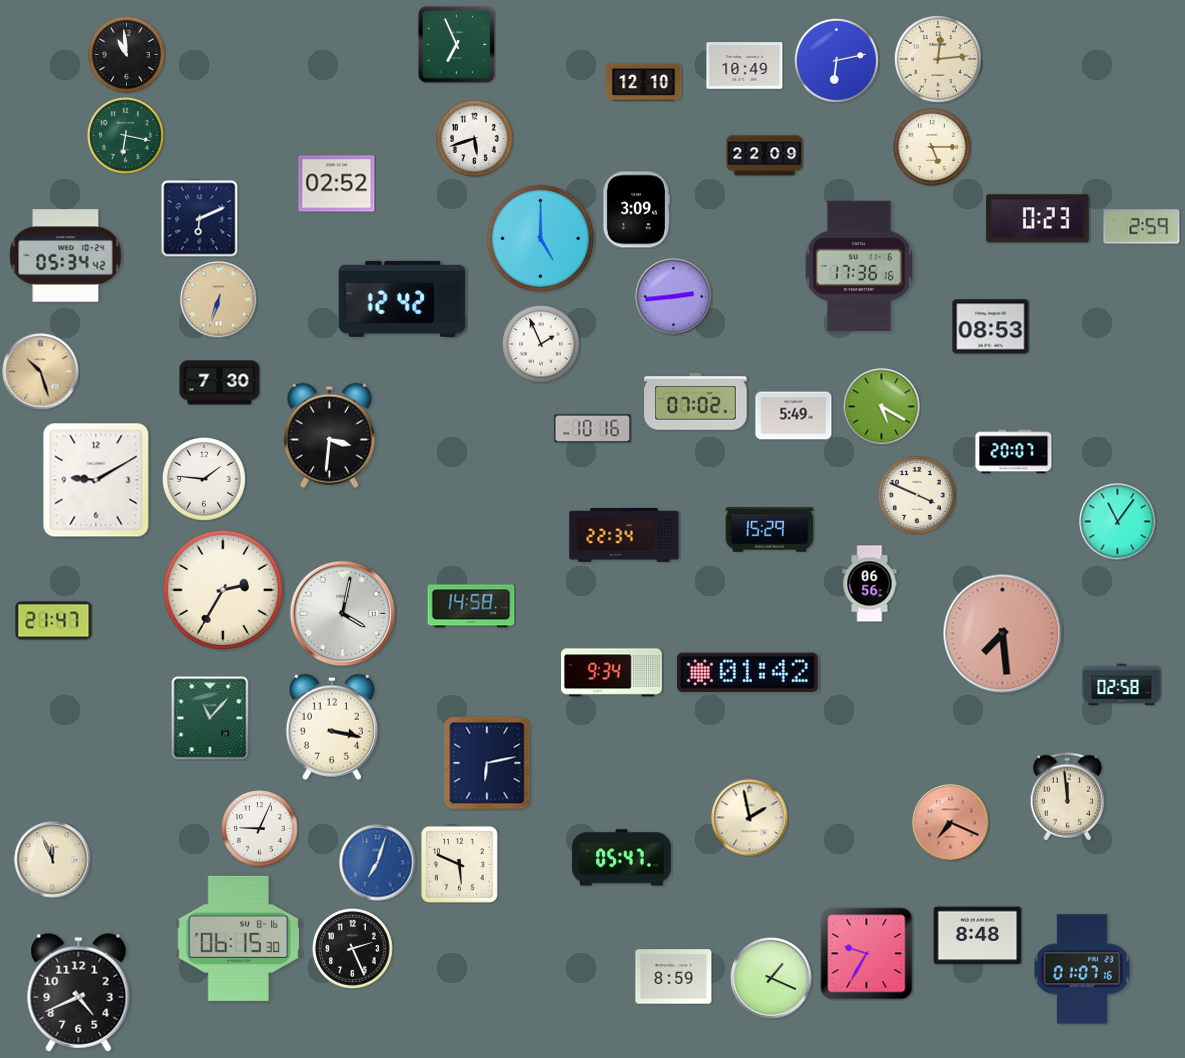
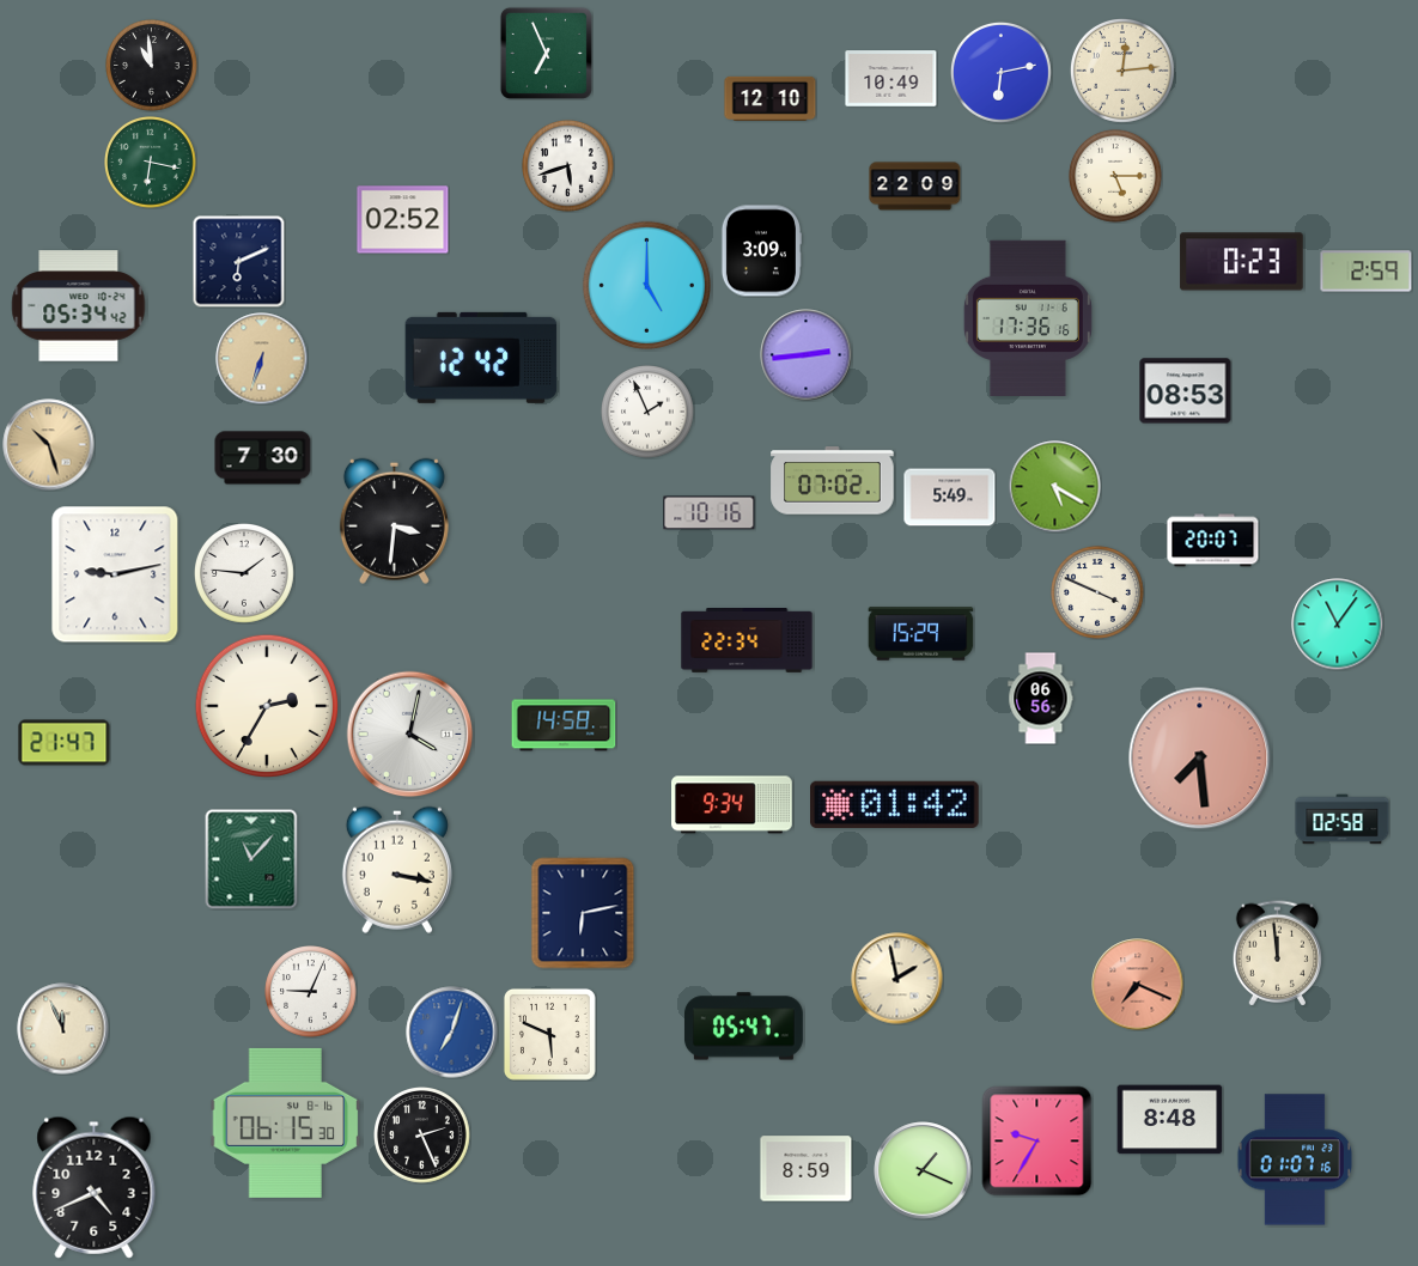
clock at (96, 480): 9:10 -> 9:13
